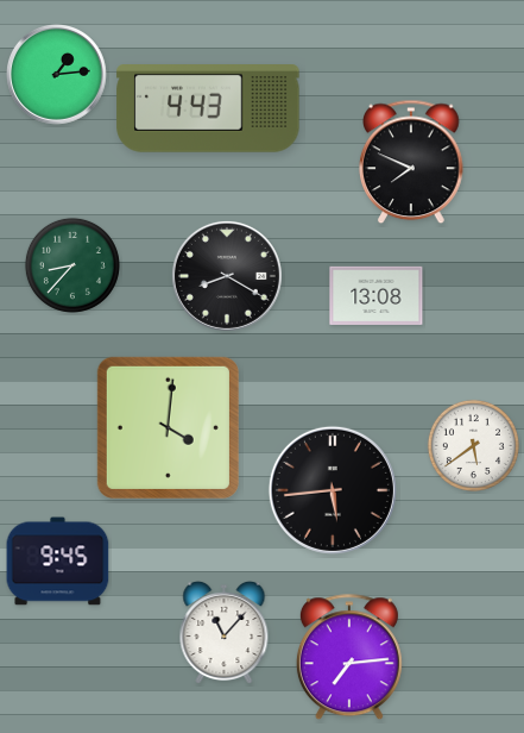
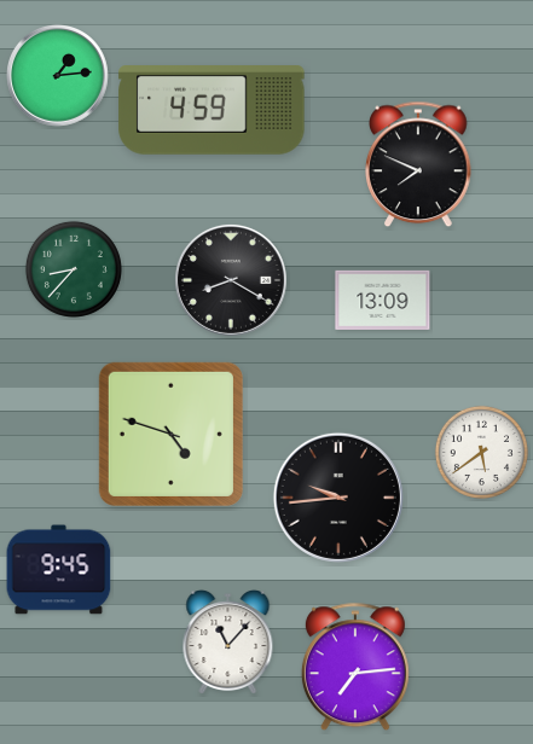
clock at (208, 109): 4:43 -> 4:59
clock at (377, 295): 13:08 -> 13:09
clock at (168, 427): 4:01 -> 4:48
clock at (333, 490): 5:44 -> 9:44
